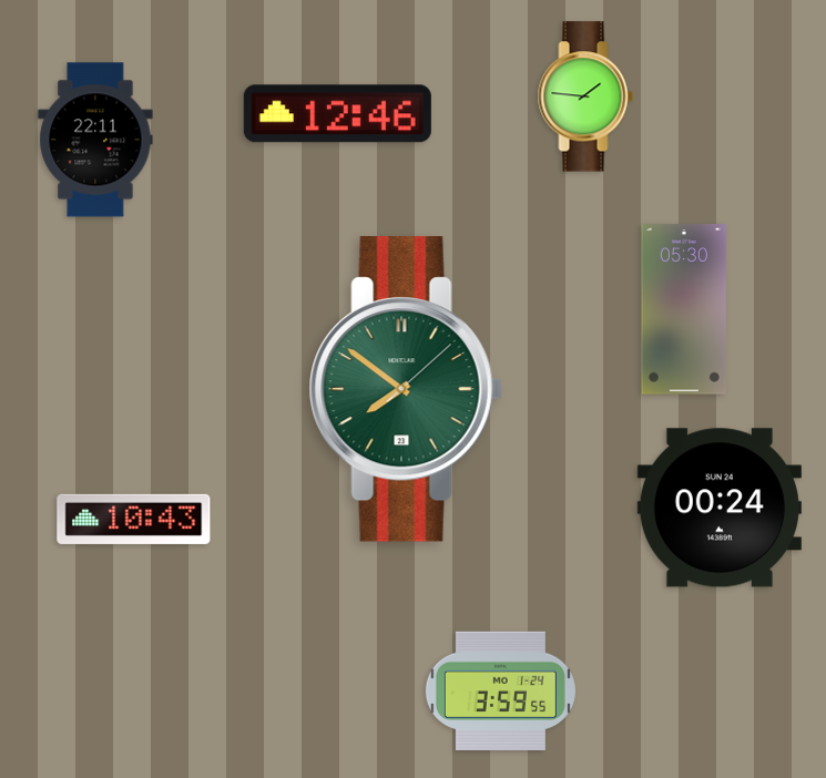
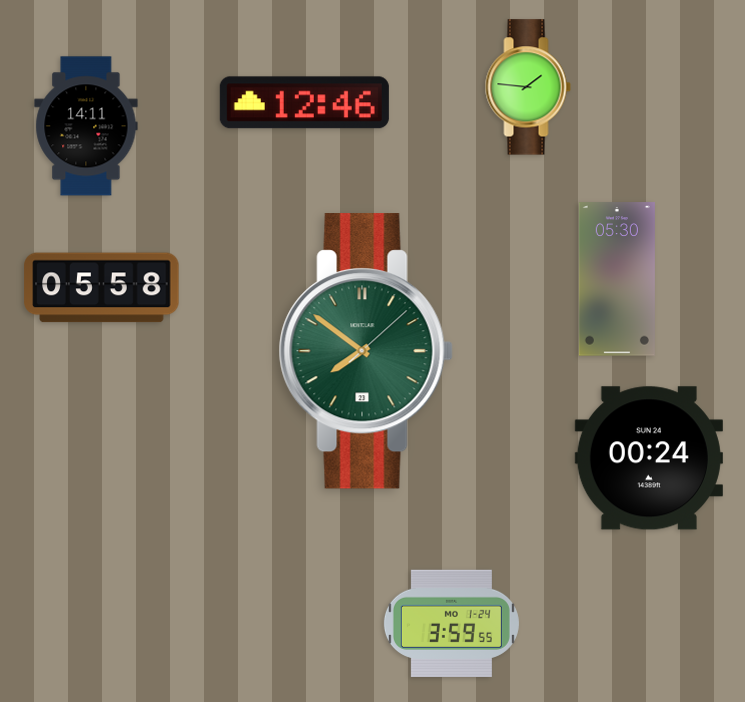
clock at (95, 140): 22:11 -> 14:11
clock at (102, 288): none -> 05:58
clock at (134, 519): 10:43 -> none
